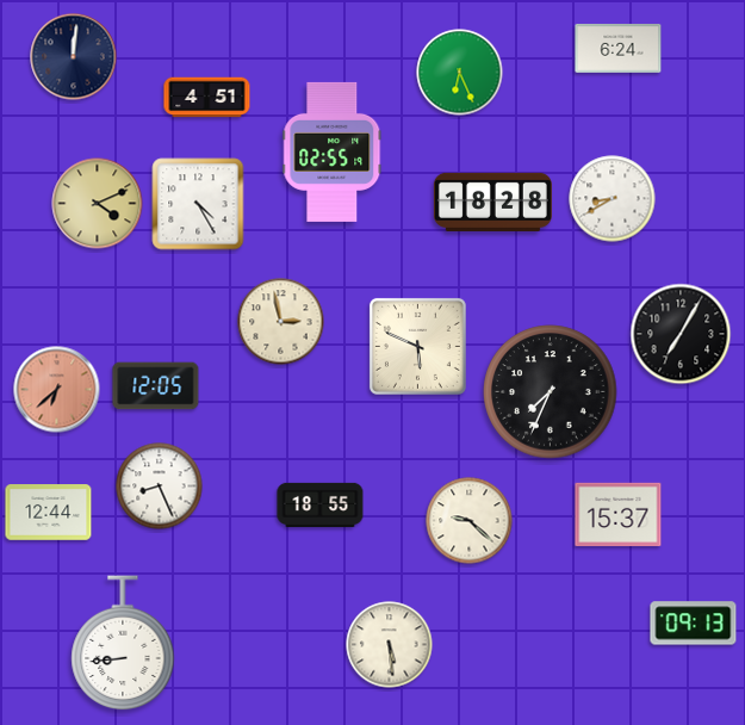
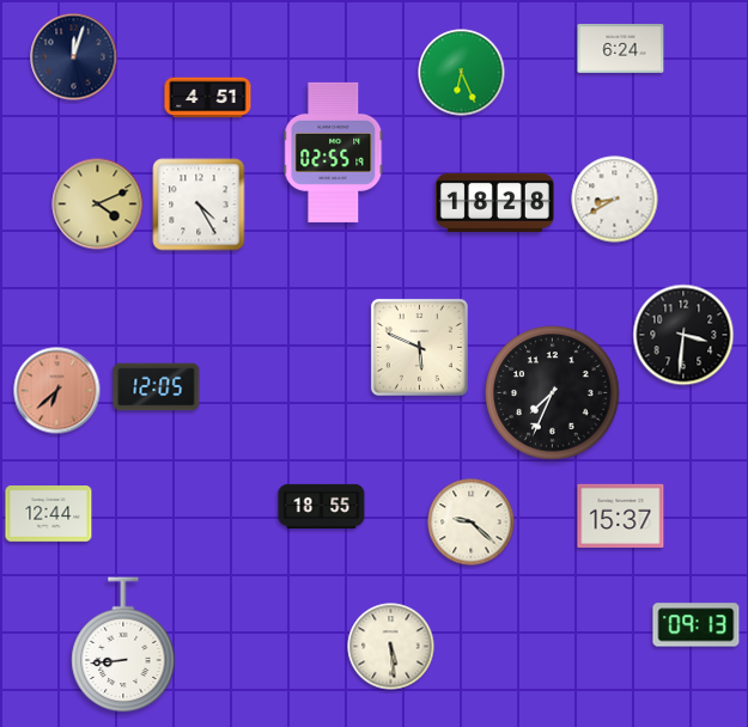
clock at (74, 57): 12:01 -> 12:03
clock at (281, 322): 2:58 -> none
clock at (681, 334): 7:05 -> 3:31
clock at (160, 487): 8:26 -> none
